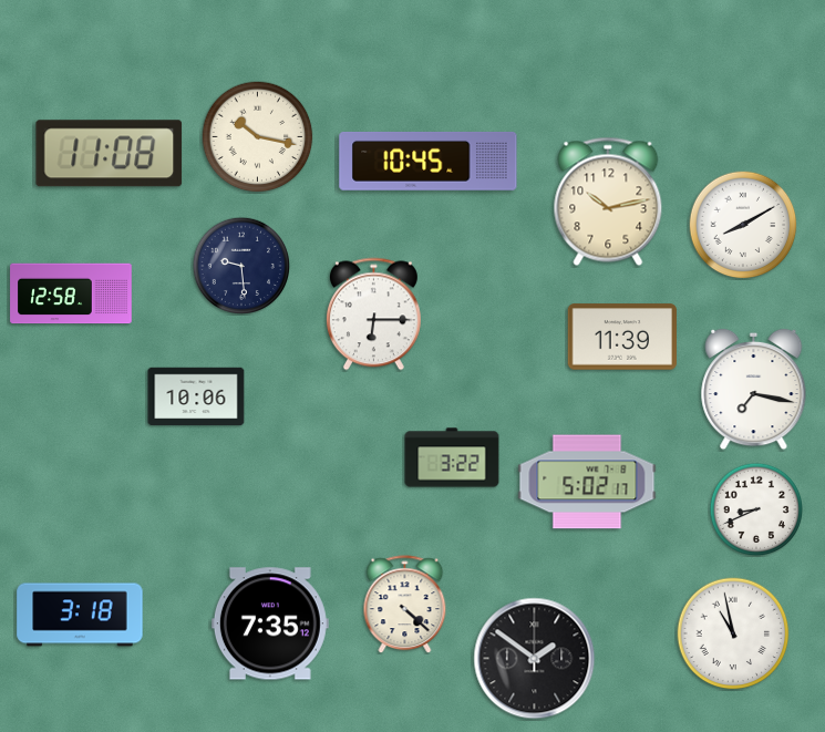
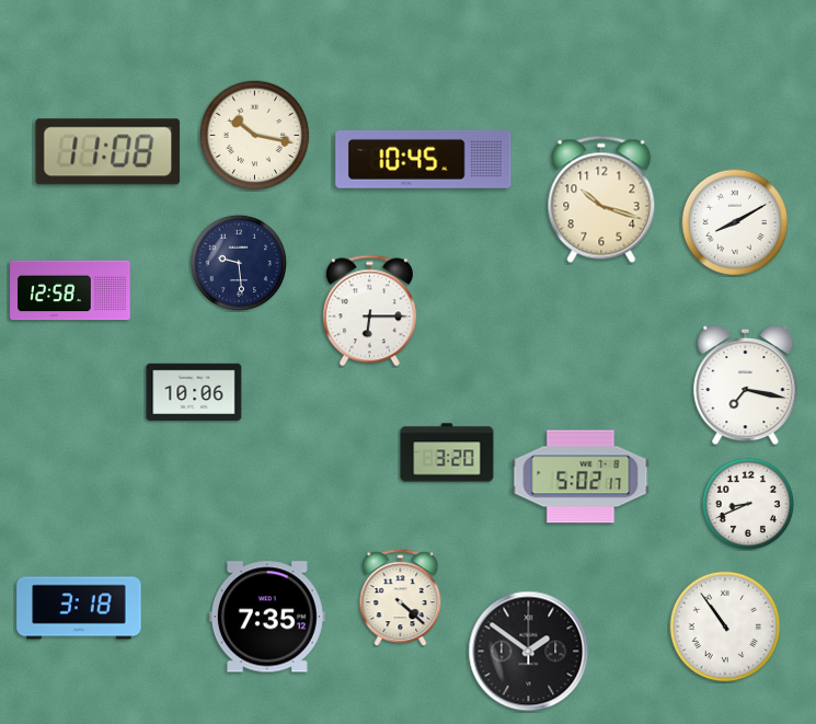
clock at (608, 202): 10:13 -> 10:18
clock at (621, 337): 11:39 -> none
clock at (452, 457): 3:22 -> 3:20
clock at (733, 633): 10:58 -> 10:54
